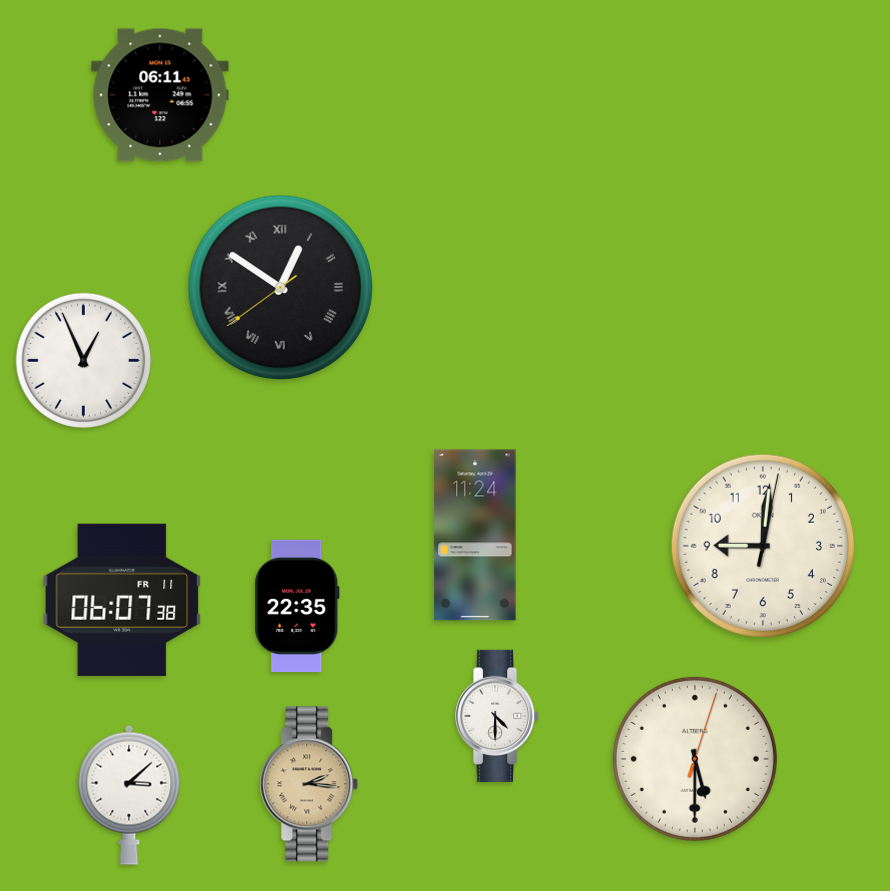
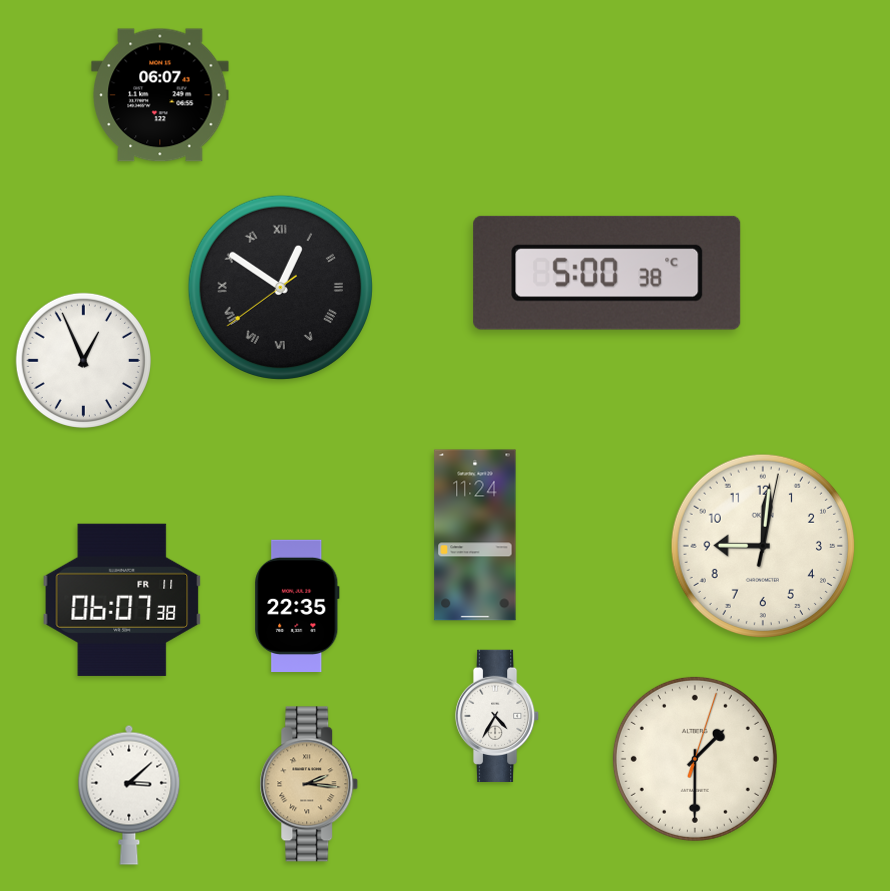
clock at (160, 95): 06:11 -> 06:07
clock at (607, 273): none -> 5:00
clock at (498, 715): 4:30 -> 4:35
clock at (695, 759): 5:30 -> 1:30
